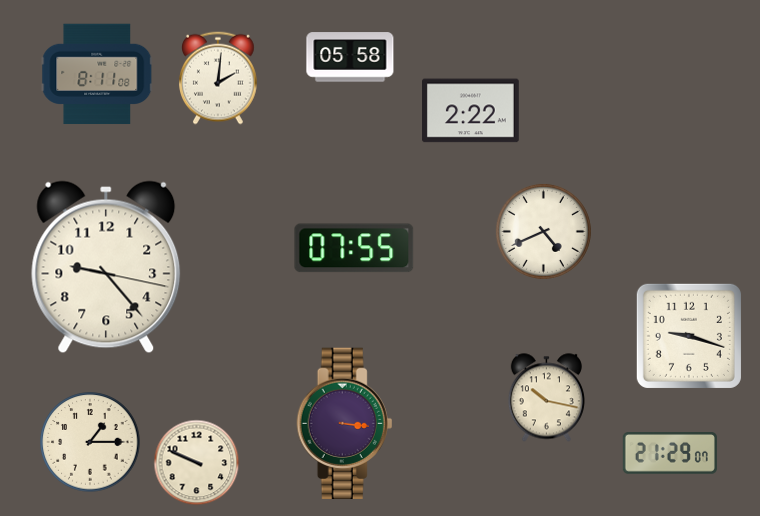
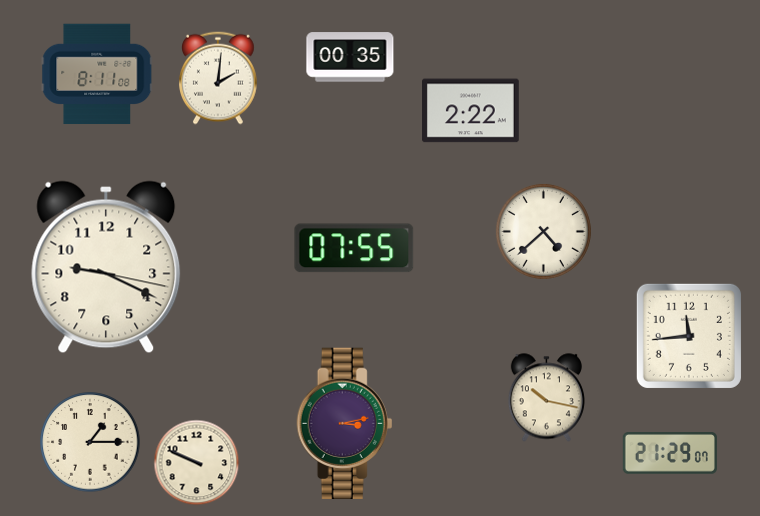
clock at (350, 57): 05:58 -> 00:35
clock at (543, 231): 4:41 -> 4:38
clock at (106, 267): 9:23 -> 9:19
clock at (689, 336): 9:18 -> 11:44
clock at (345, 424): 3:16 -> 3:13
